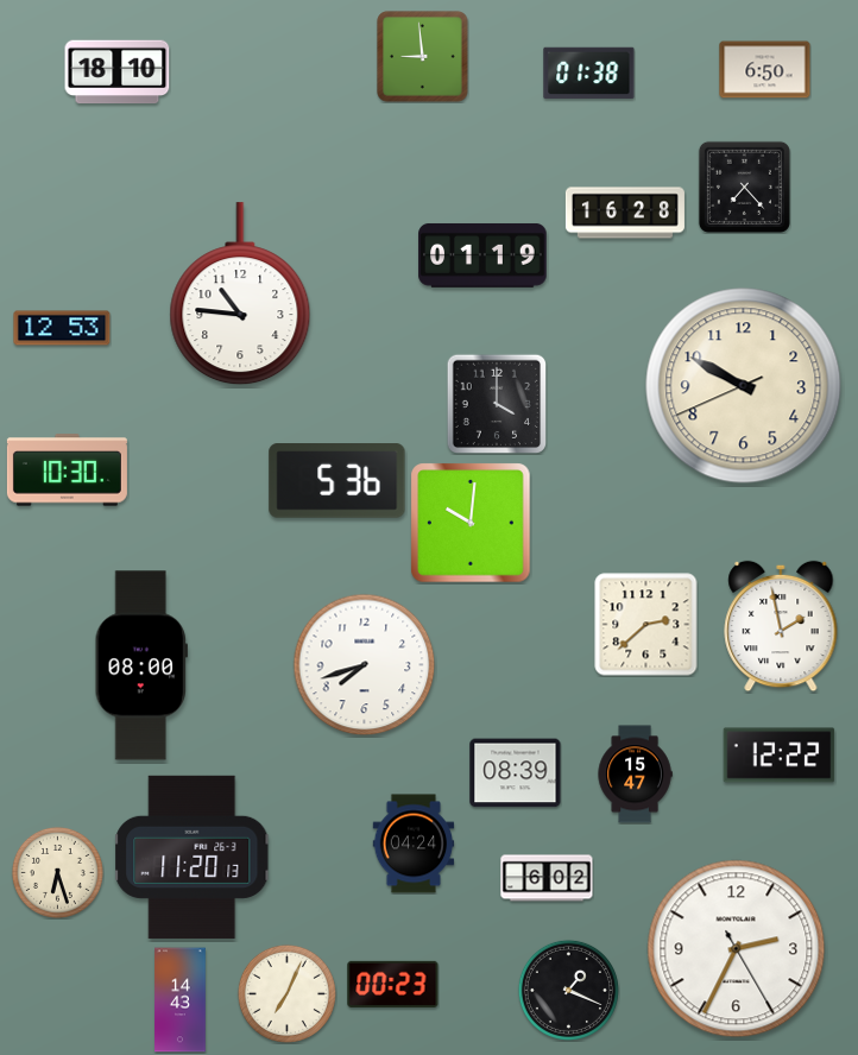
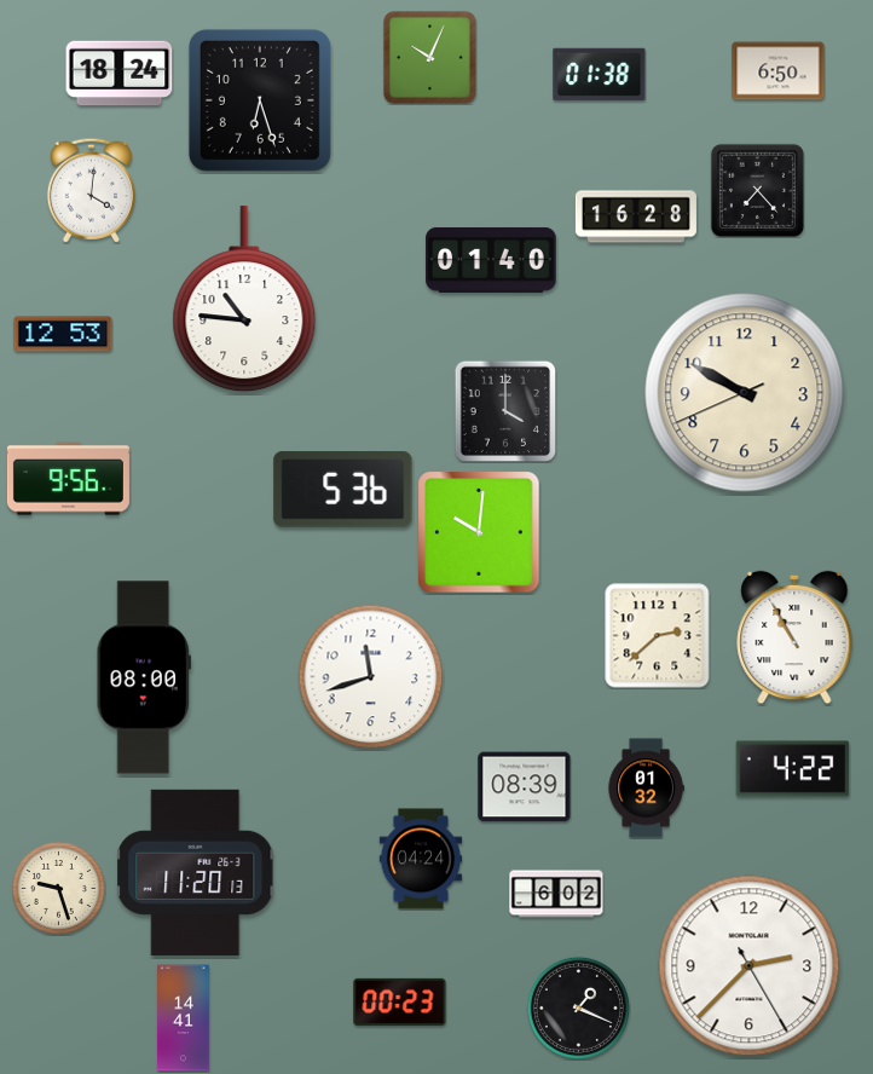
clock at (423, 57): 8:59 -> 10:04
clock at (118, 72): 18:10 -> 18:24
clock at (260, 100): none -> 6:27
clock at (91, 190): none -> 4:01
clock at (482, 255): 01:19 -> 01:40
clock at (744, 386) position: (744, 386) -> (745, 393)
clock at (67, 470): 10:30 -> 9:56
clock at (781, 626): 1:58 -> 10:55
clock at (365, 665): 7:42 -> 11:42
clock at (780, 756): 12:22 -> 4:22
clock at (635, 775): 15:47 -> 01:32
clock at (57, 872): 6:27 -> 9:27
clock at (737, 949): 2:34 -> 2:37
clock at (286, 993): 7:04 -> none
clock at (181, 1000): 14:43 -> 14:41
